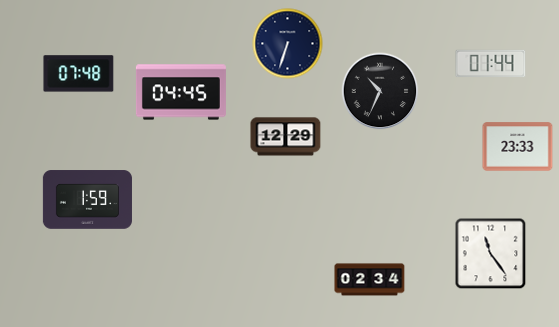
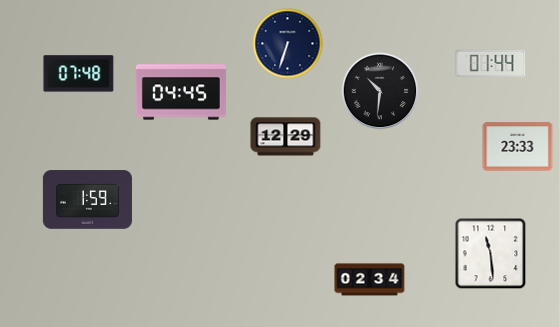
clock at (380, 91): 10:34 -> 10:31
clock at (491, 254): 11:24 -> 11:29
